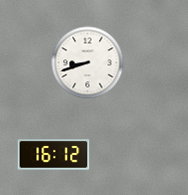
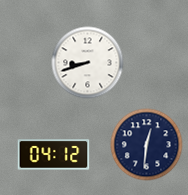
clock at (147, 145): none -> 12:31
clock at (54, 155): 16:12 -> 04:12
